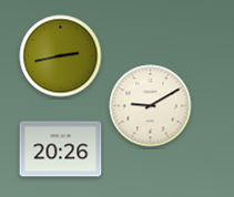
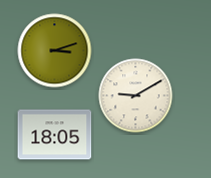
clock at (61, 56): 2:43 -> 3:12
clock at (61, 149): 20:26 -> 18:05
